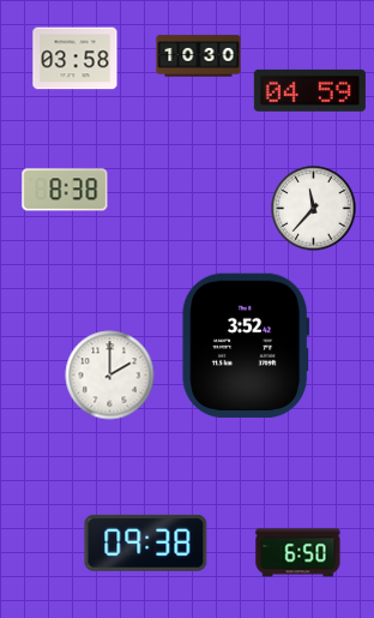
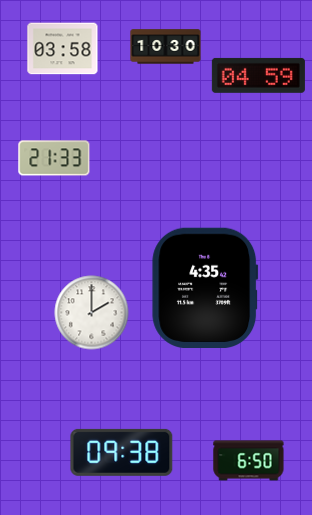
clock at (65, 190): 8:38 -> 21:33
clock at (314, 209): 11:37 -> none
clock at (246, 344): 3:52 -> 4:35
